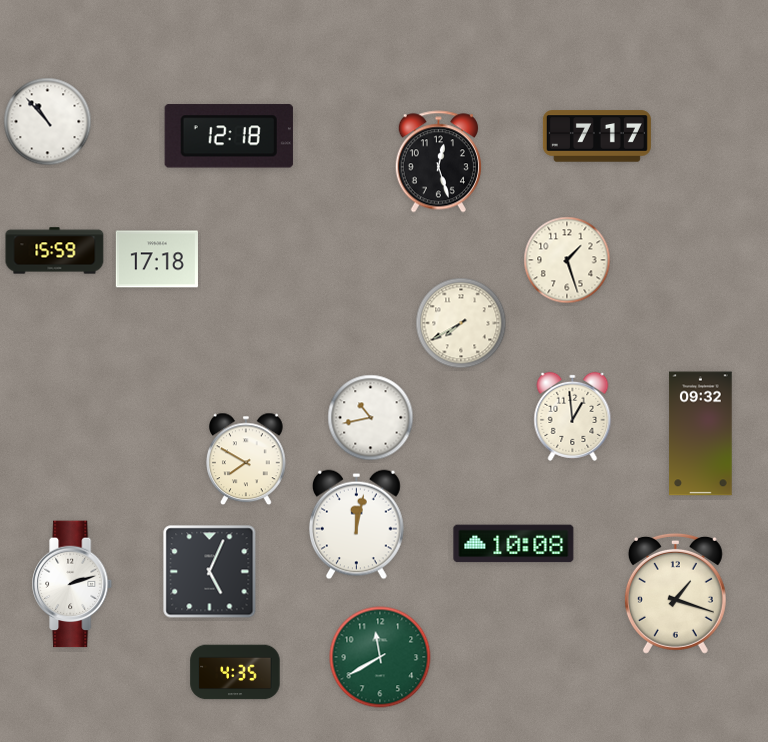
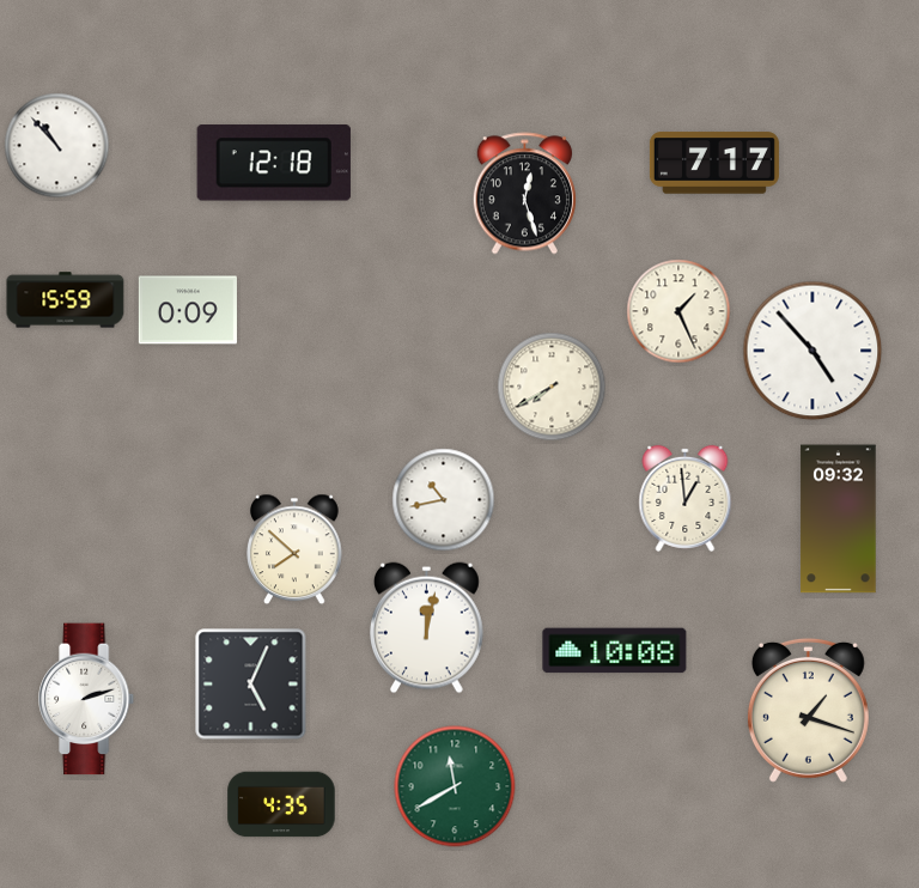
clock at (157, 259): 17:18 -> 0:09
clock at (567, 260): 1:27 -> 1:26
clock at (813, 351): none -> 4:53
clock at (247, 459): 7:50 -> 7:52
